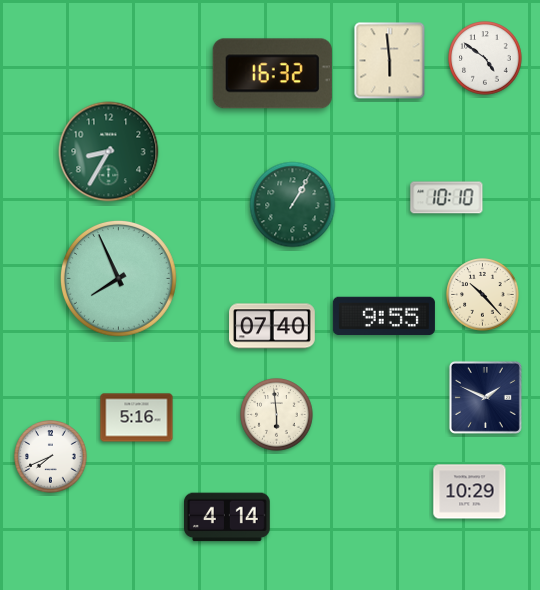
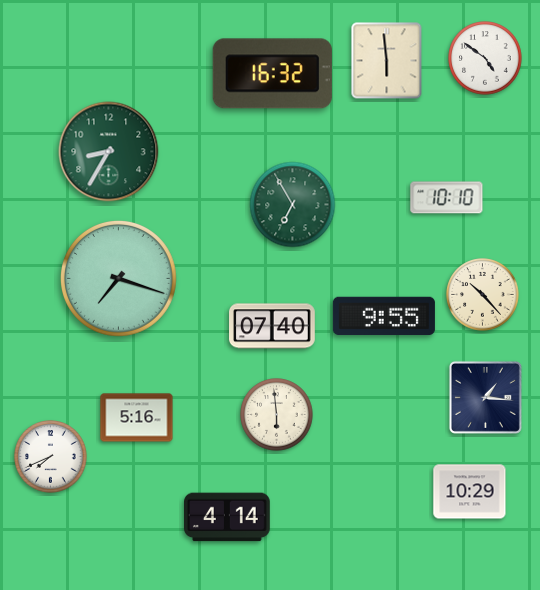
clock at (390, 61) position: (390, 61) -> (387, 61)
clock at (293, 205): 1:05 -> 6:55
clock at (118, 278): 7:56 -> 7:18
clock at (485, 397): 1:49 -> 1:16
